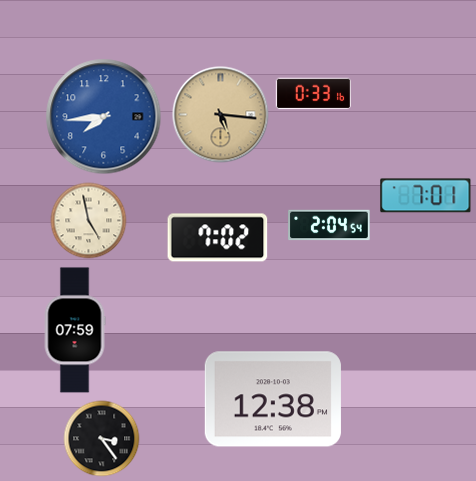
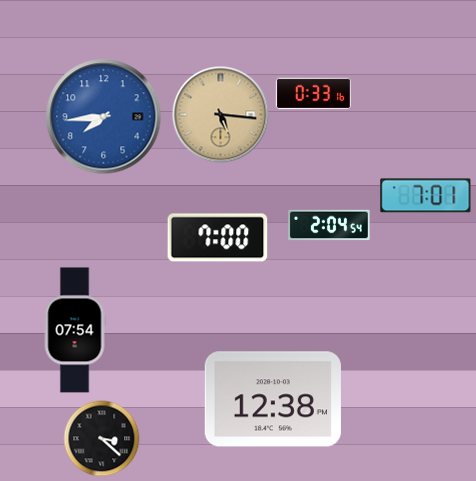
clock at (89, 221): 4:58 -> none
clock at (218, 238): 7:02 -> 7:00
clock at (75, 330): 07:59 -> 07:54
clock at (102, 439): 3:24 -> 3:22
